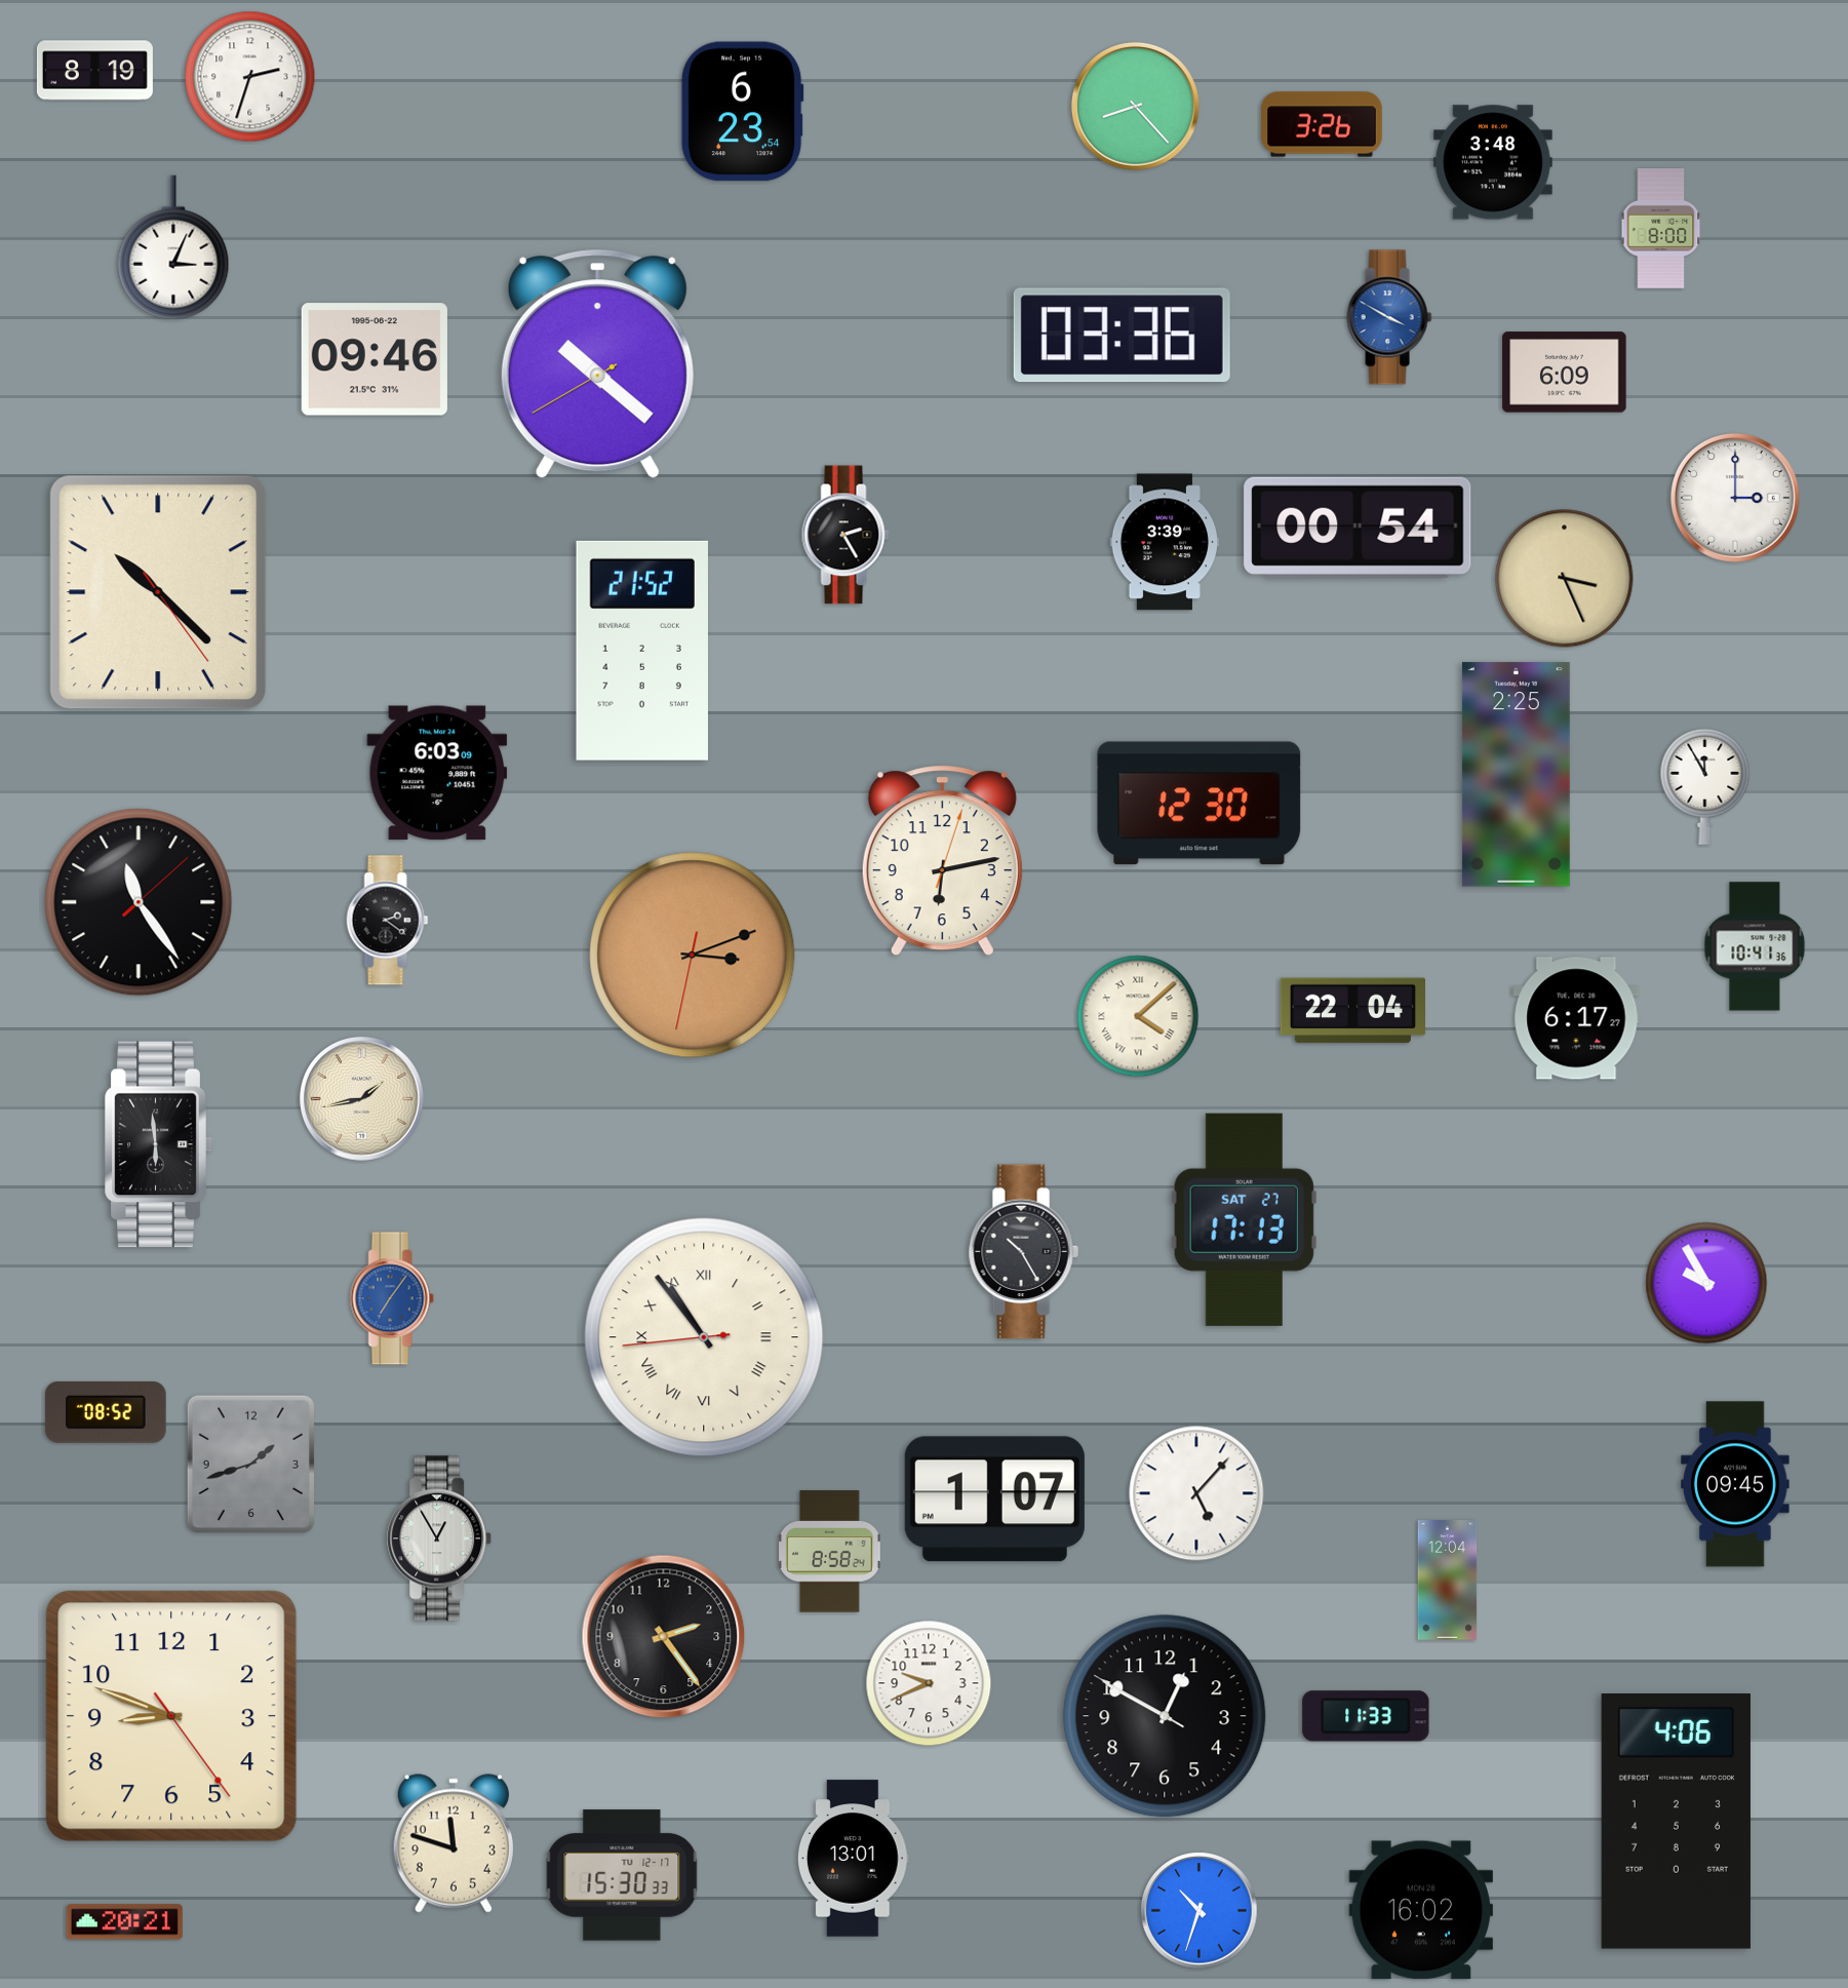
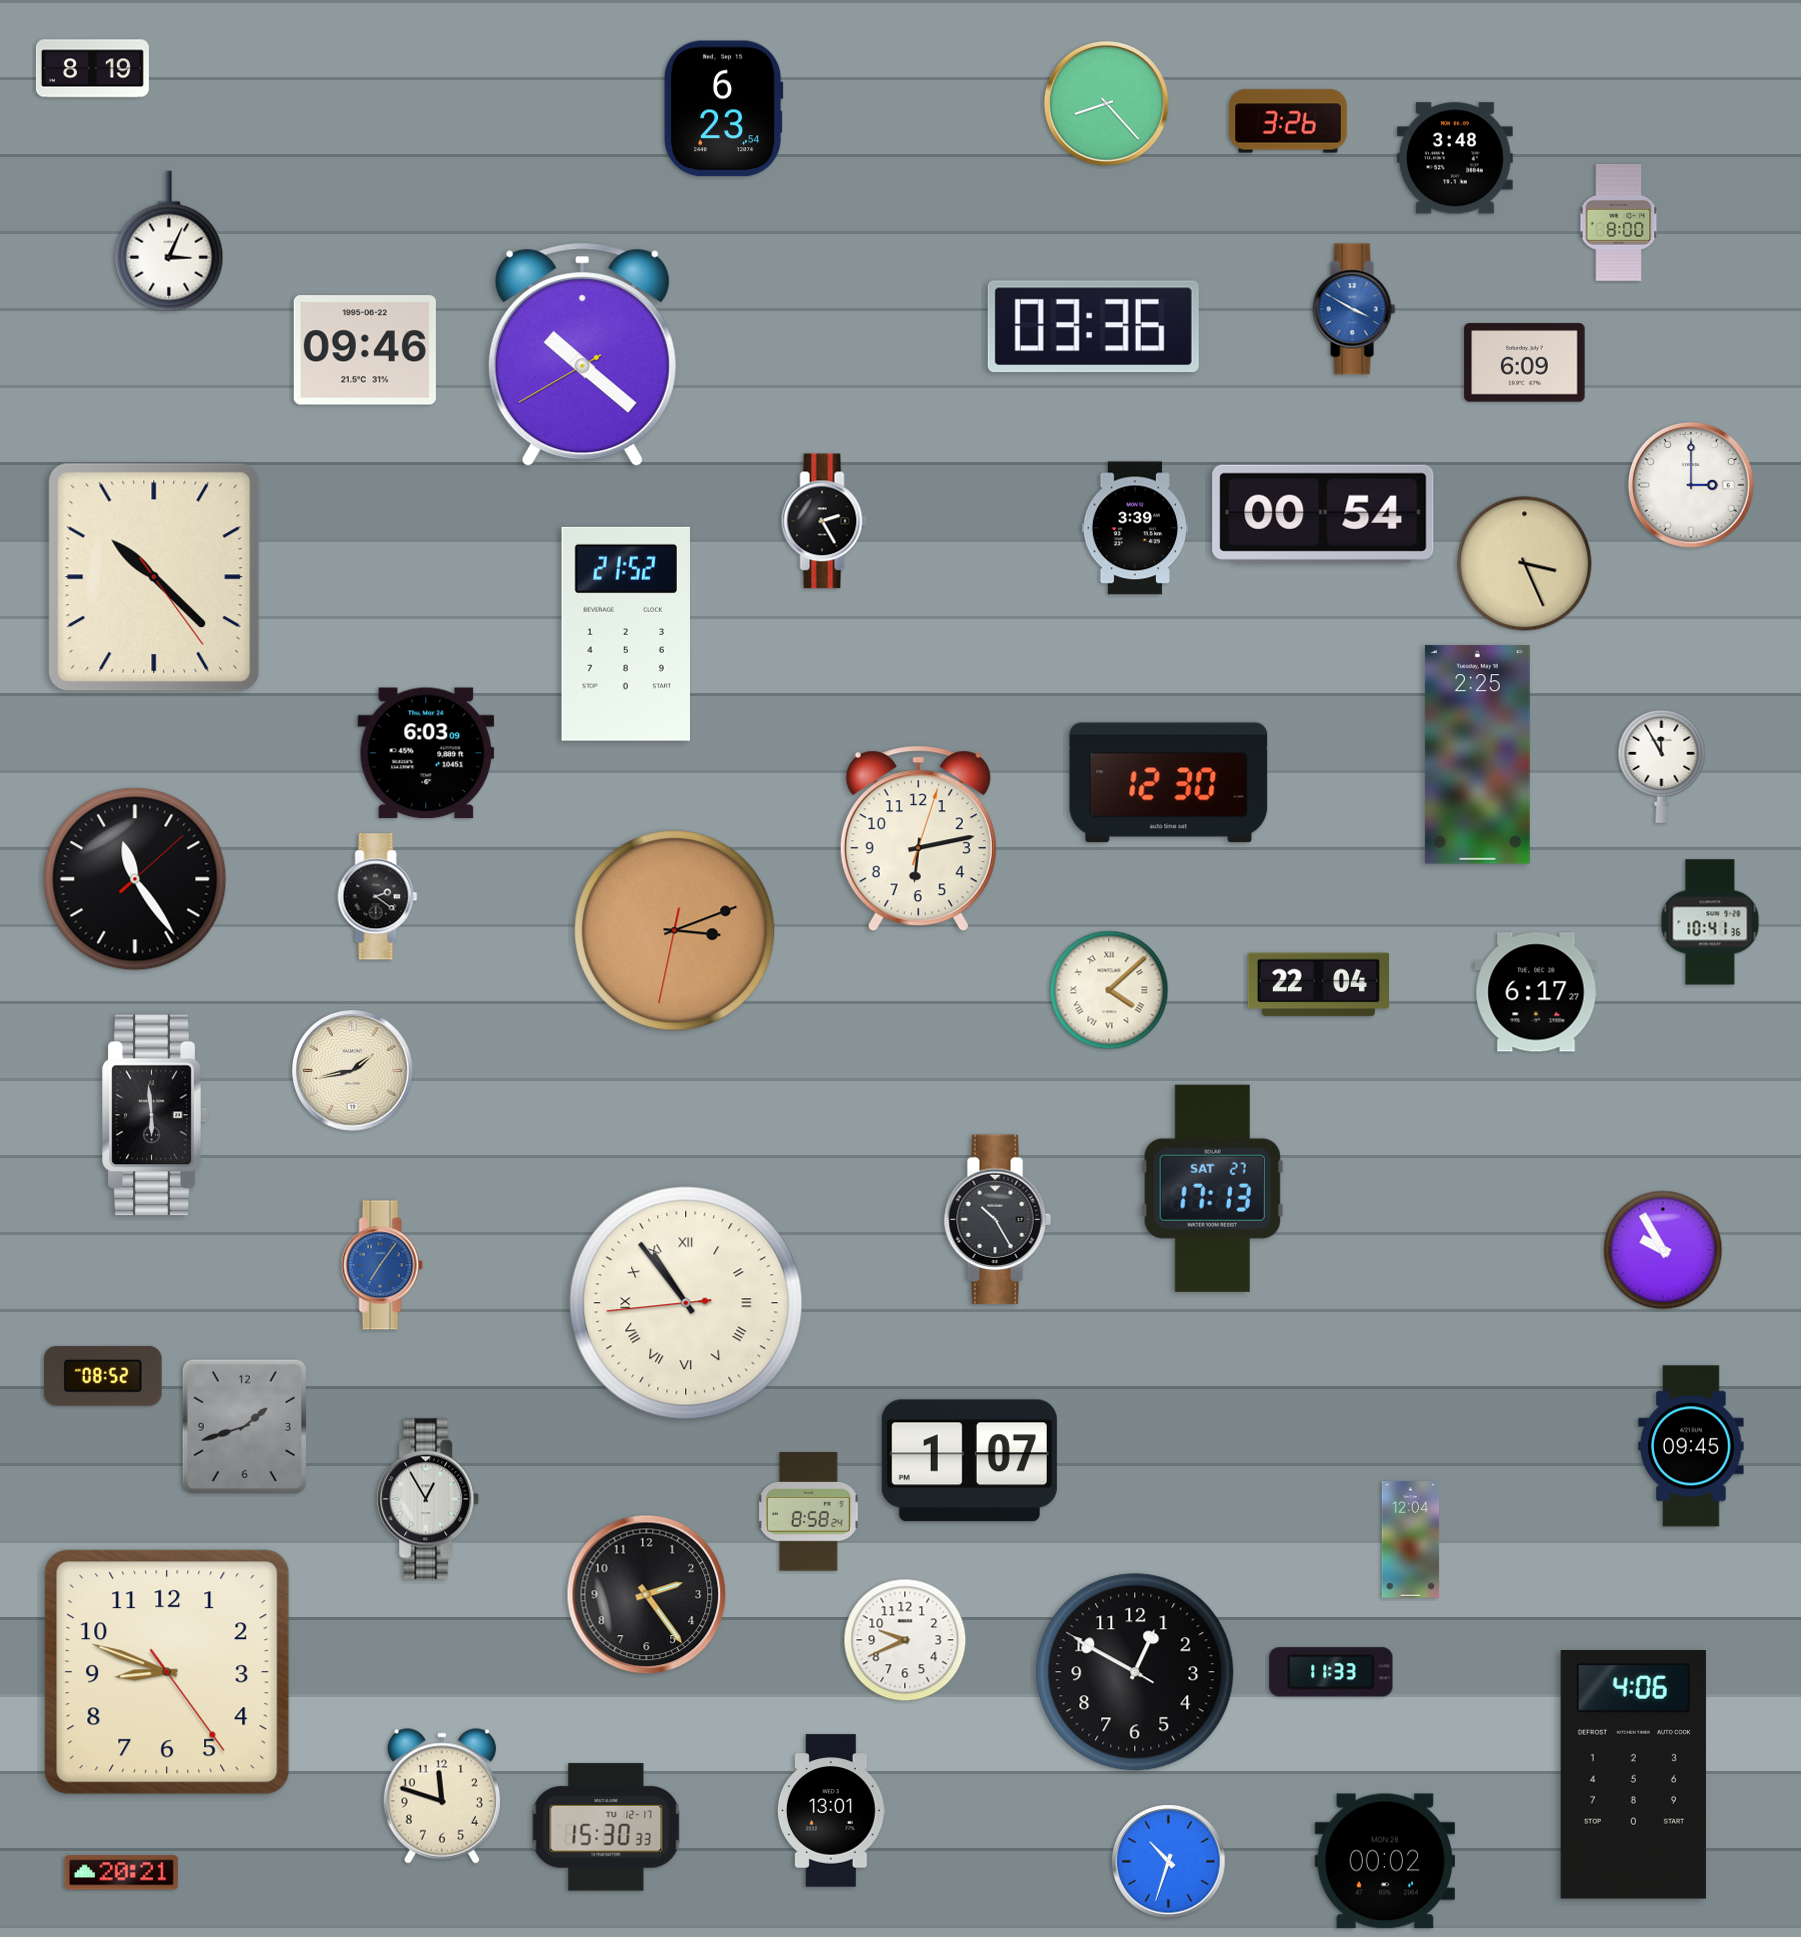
clock at (250, 77): 2:33 -> none
clock at (1196, 1493): 5:07 -> none
clock at (1421, 1910): 16:02 -> 00:02
